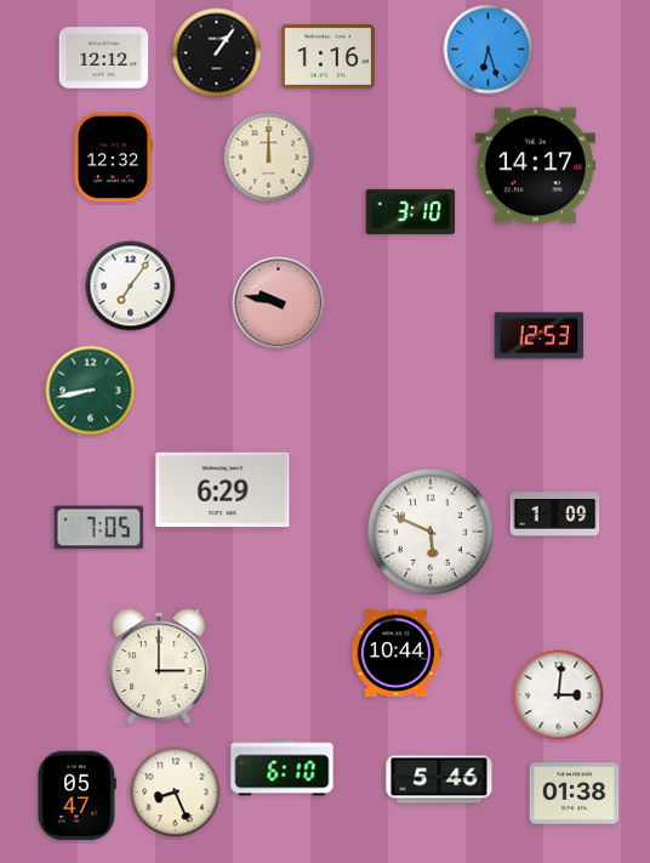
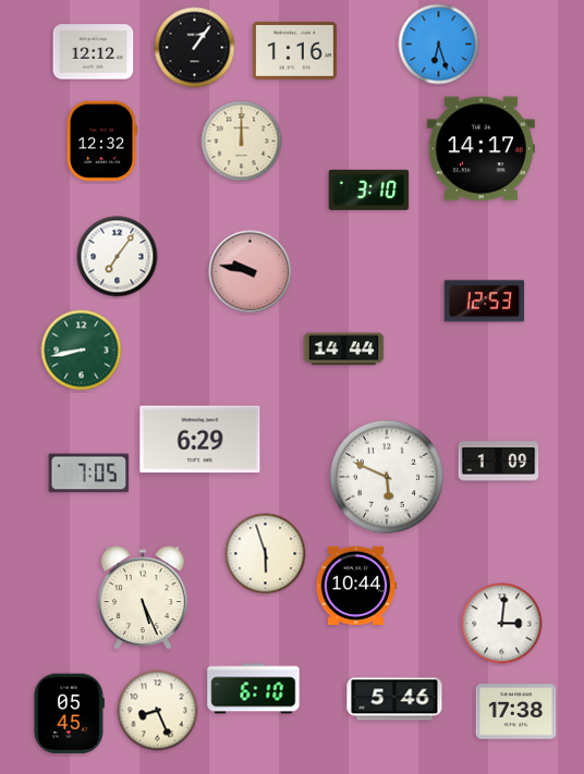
clock at (344, 349): none -> 14:44
clock at (266, 554): none -> 5:57
clock at (159, 668): 3:00 -> 5:26
clock at (575, 794): 01:38 -> 17:38
clock at (76, 796): 05:47 -> 05:45
